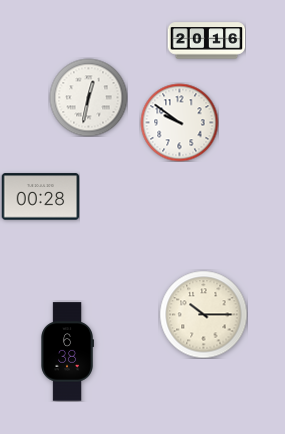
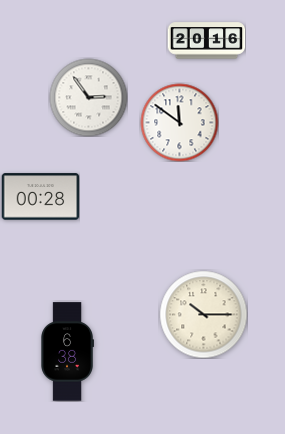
clock at (88, 97): 12:32 -> 2:54
clock at (179, 122): 9:51 -> 11:51
